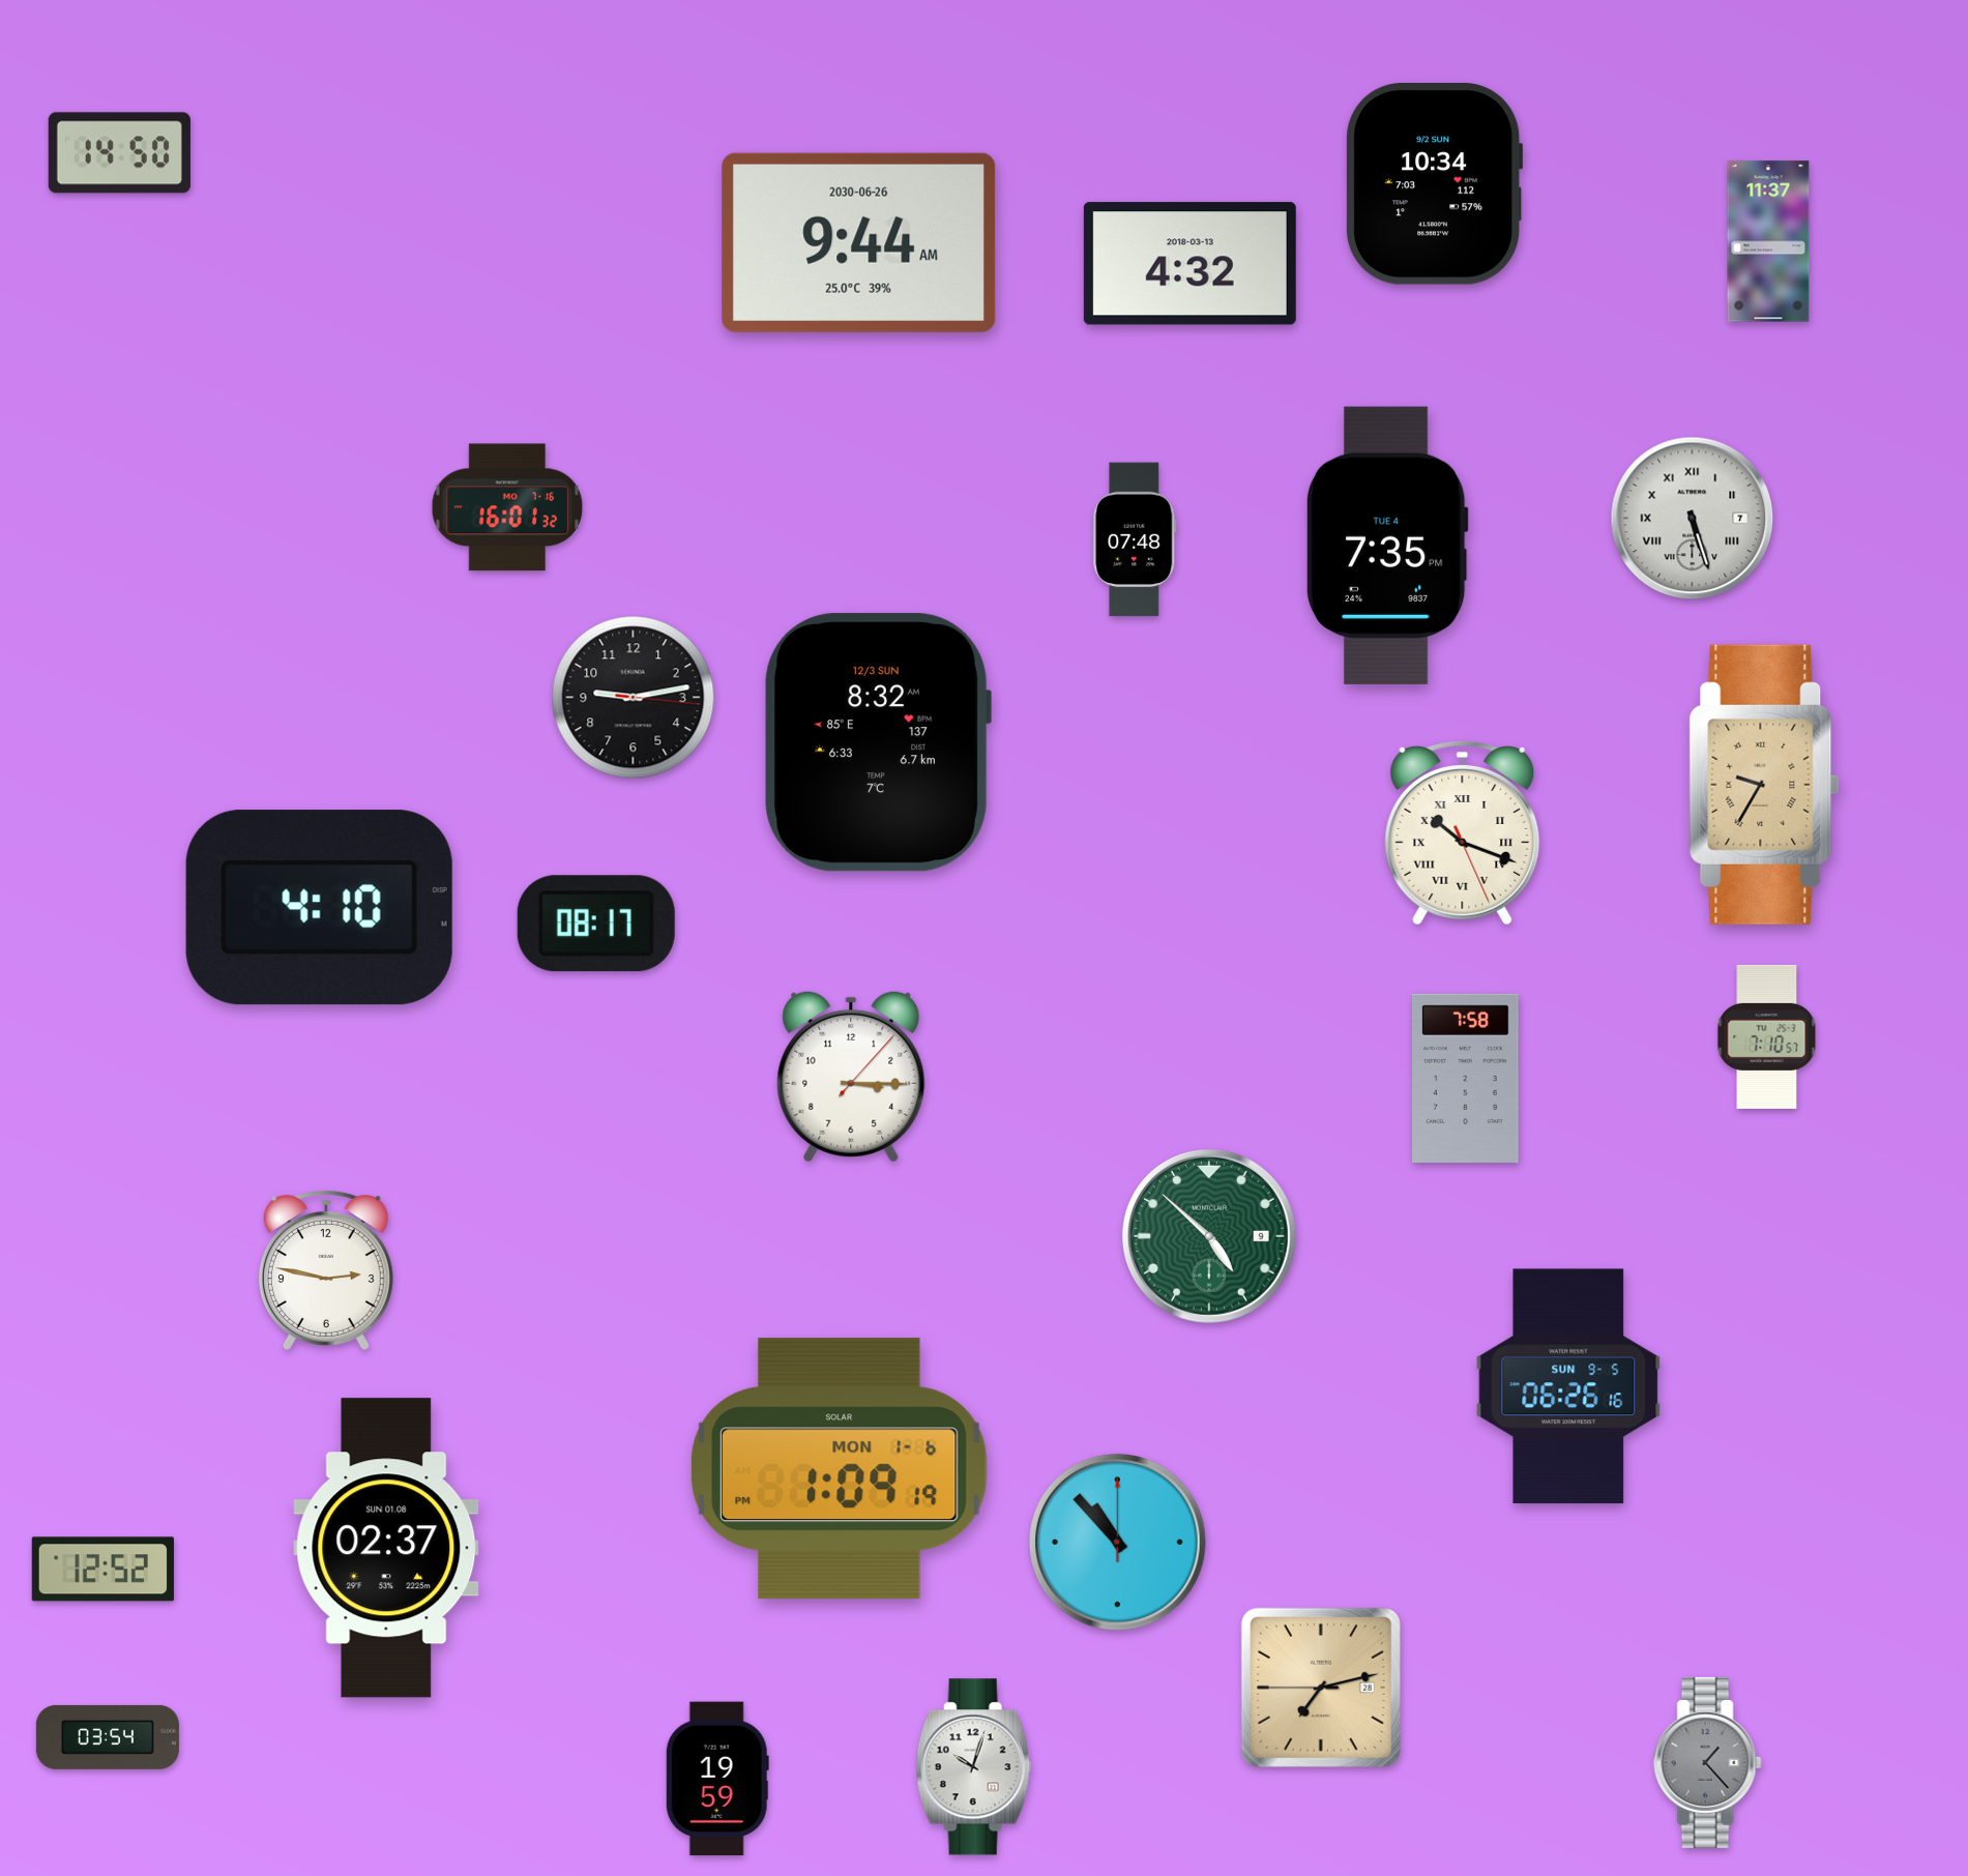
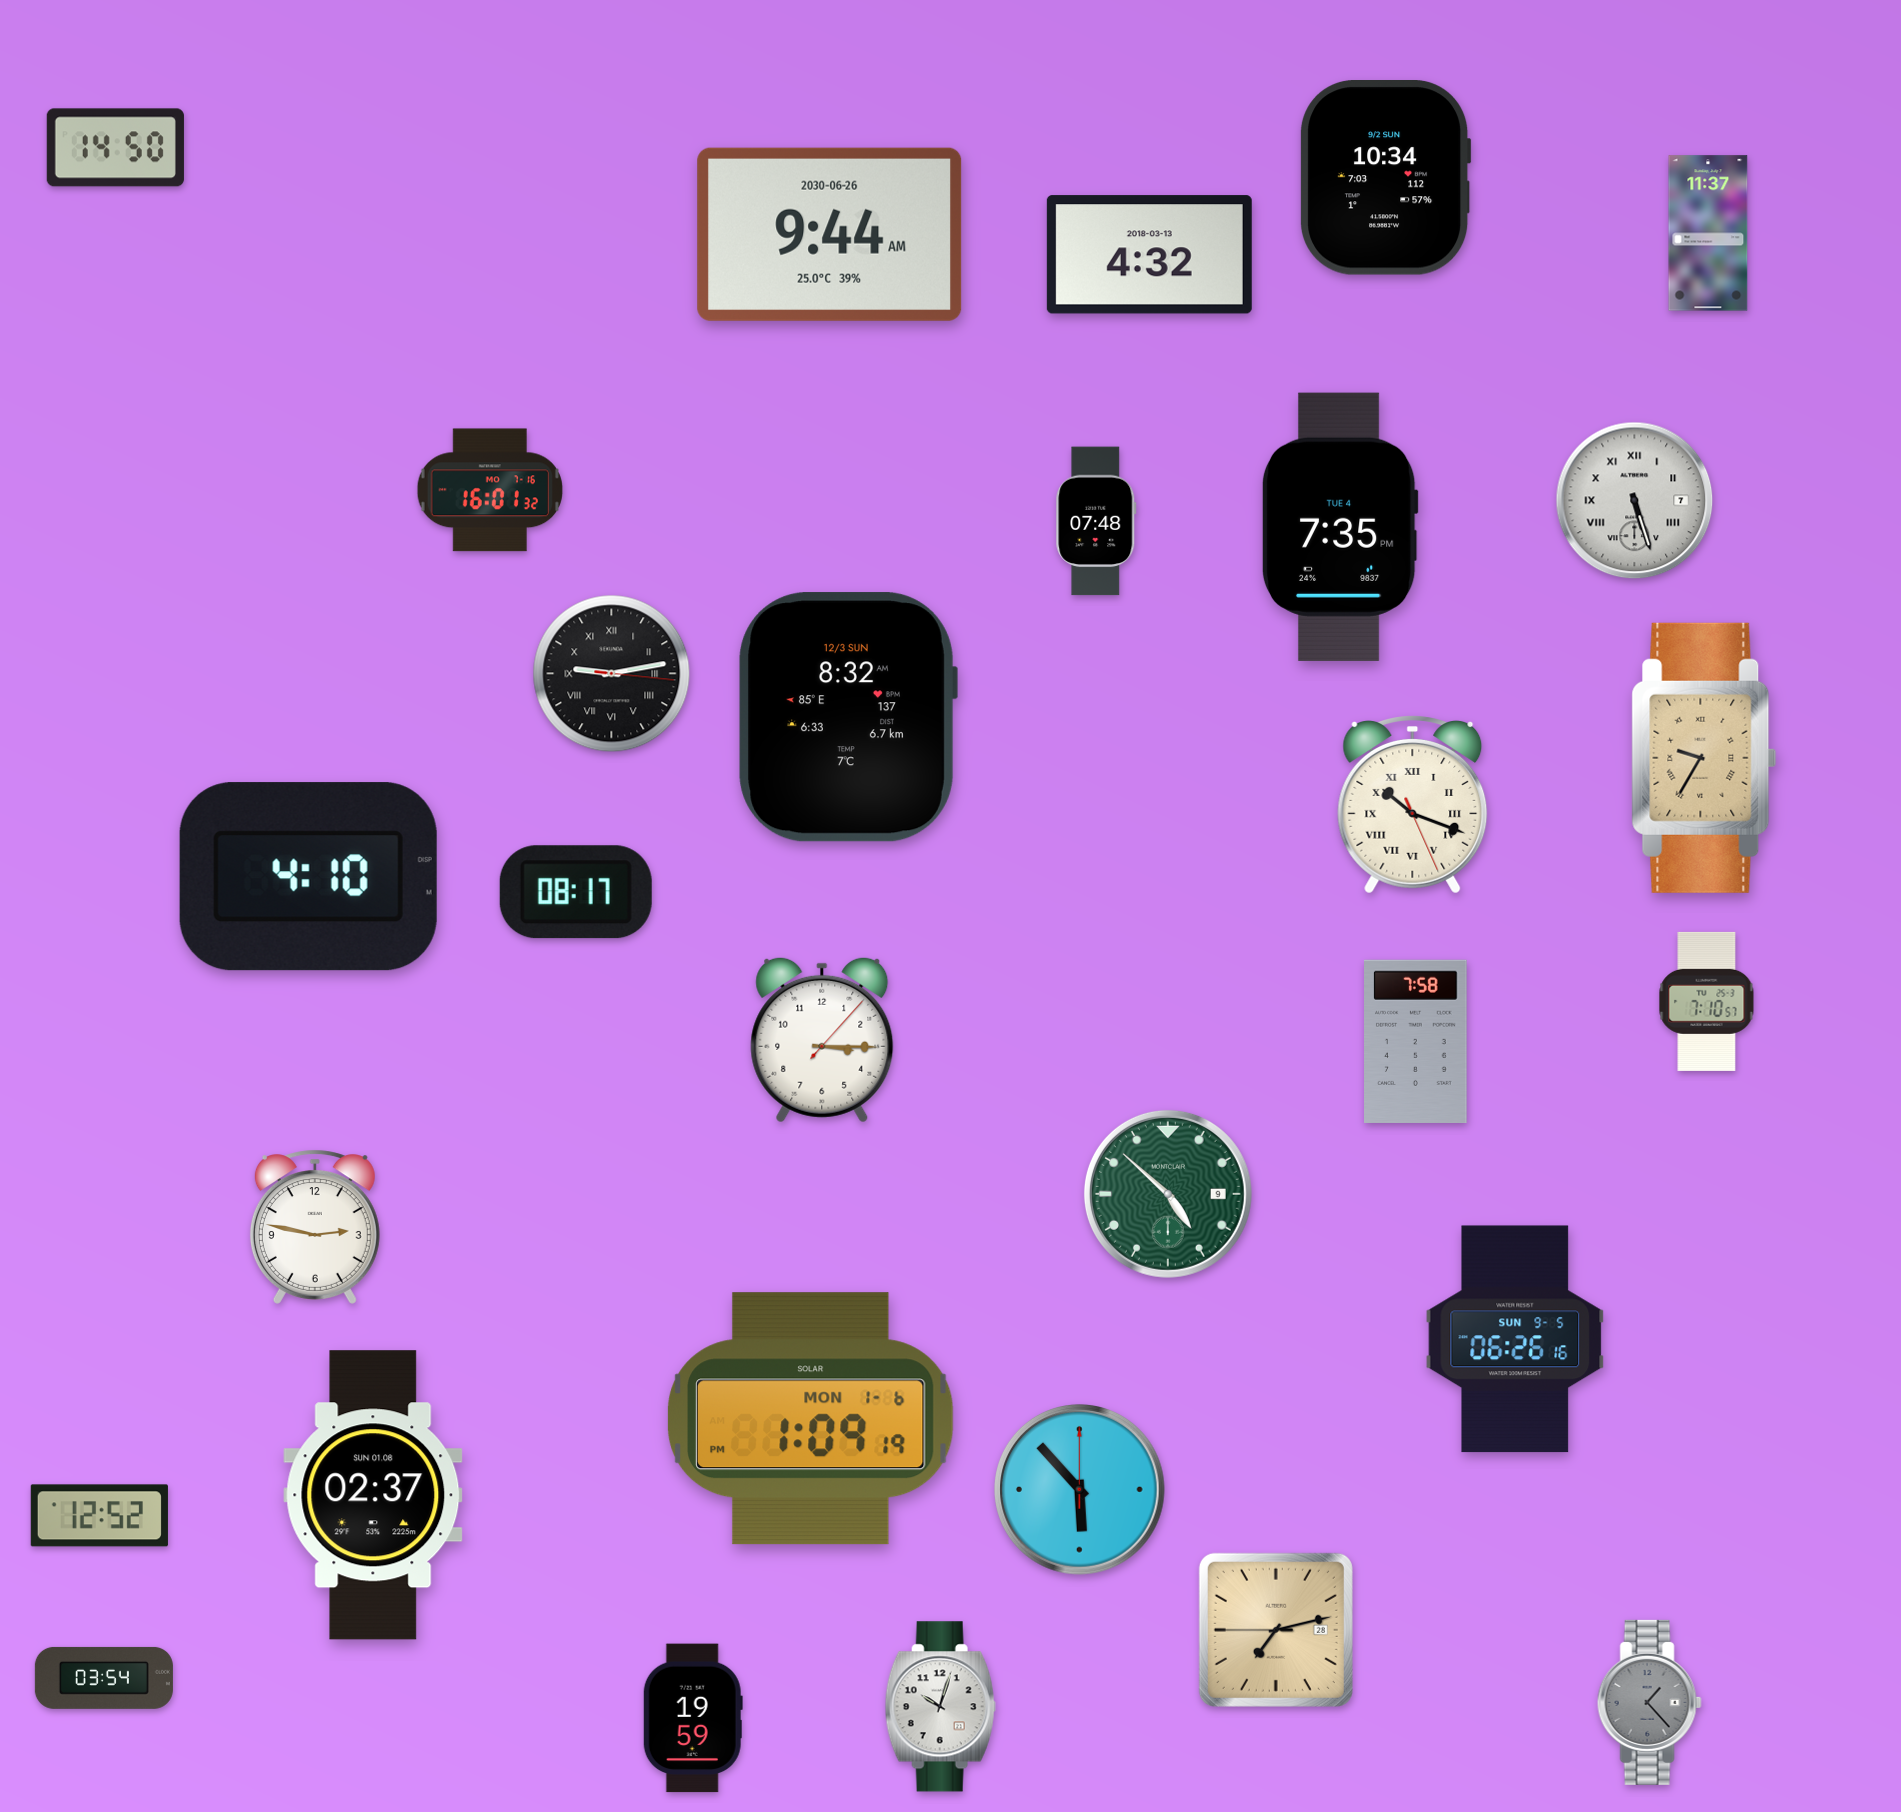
clock at (634, 698) numerals: Arabic -> Roman
clock at (1118, 1543): 10:53 -> 5:53
